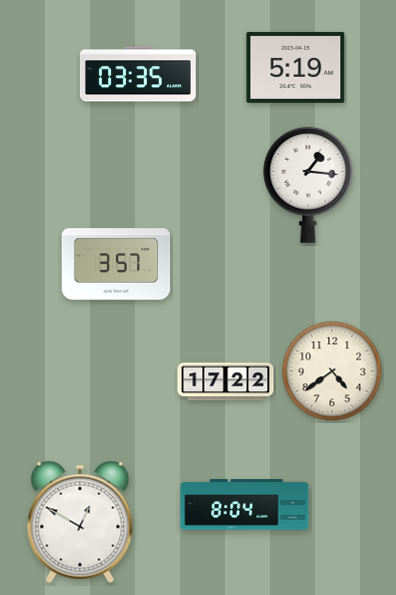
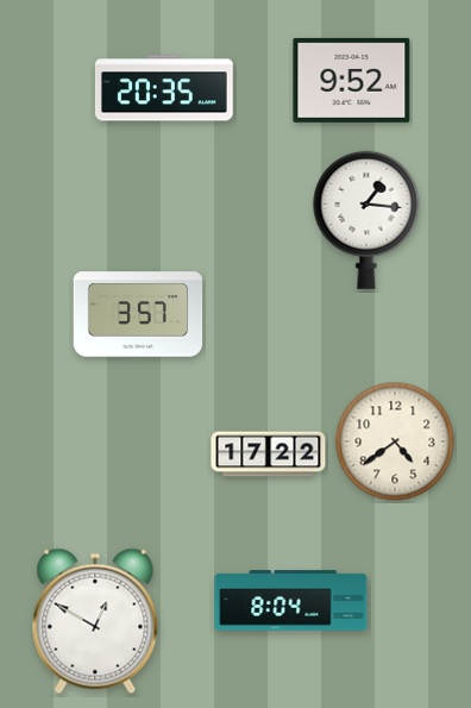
clock at (296, 67): 5:19 -> 9:52
clock at (138, 74): 03:35 -> 20:35
